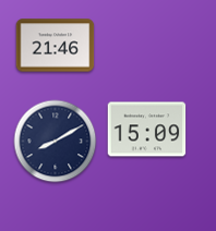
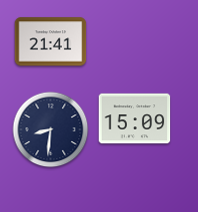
clock at (56, 46): 21:46 -> 21:41
clock at (56, 142): 8:10 -> 8:31
